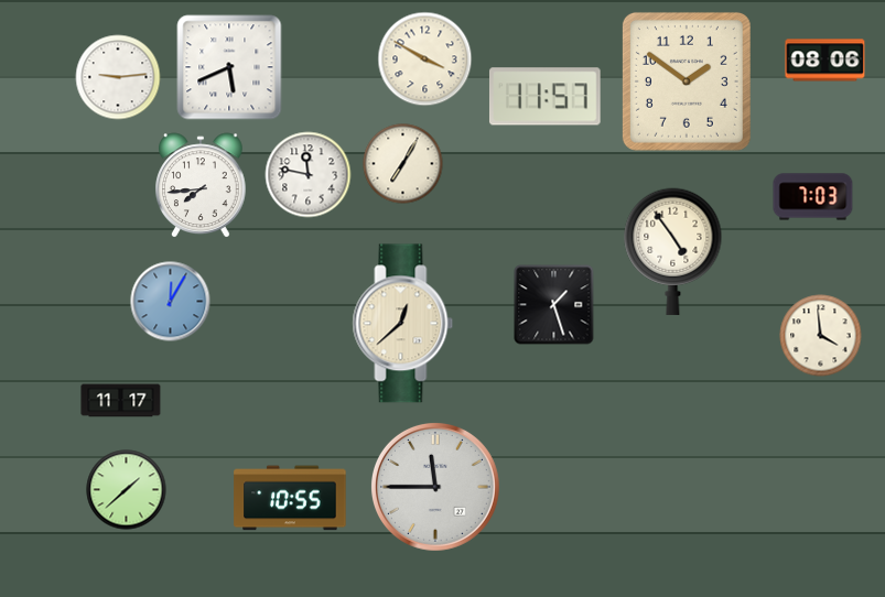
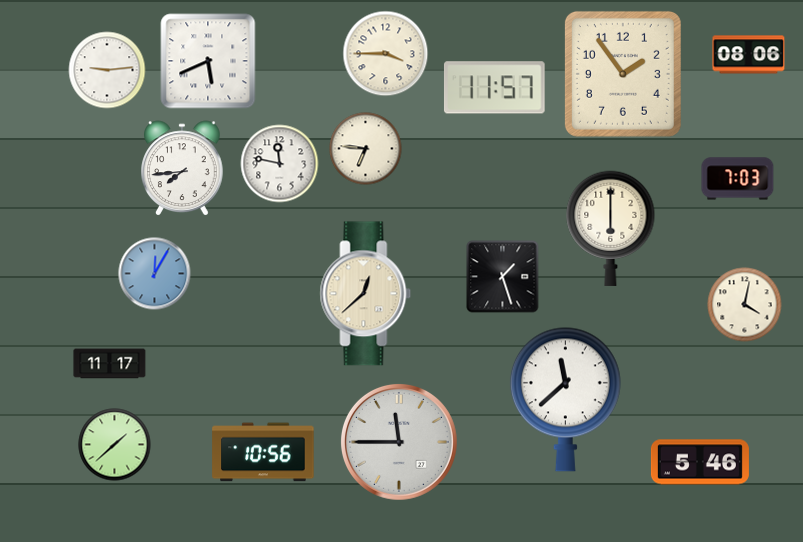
clock at (425, 59): 3:50 -> 3:45
clock at (687, 82): 1:51 -> 1:54
clock at (403, 164): 7:05 -> 6:46
clock at (309, 175) position: (309, 175) -> (280, 164)
clock at (673, 251): 4:54 -> 6:00
clock at (821, 336): 3:59 -> 4:02
clock at (565, 399): none -> 11:38
clock at (435, 487) position: (435, 487) -> (399, 442)
clock at (290, 498): 10:55 -> 10:56
clock at (700, 462): none -> 5:46
